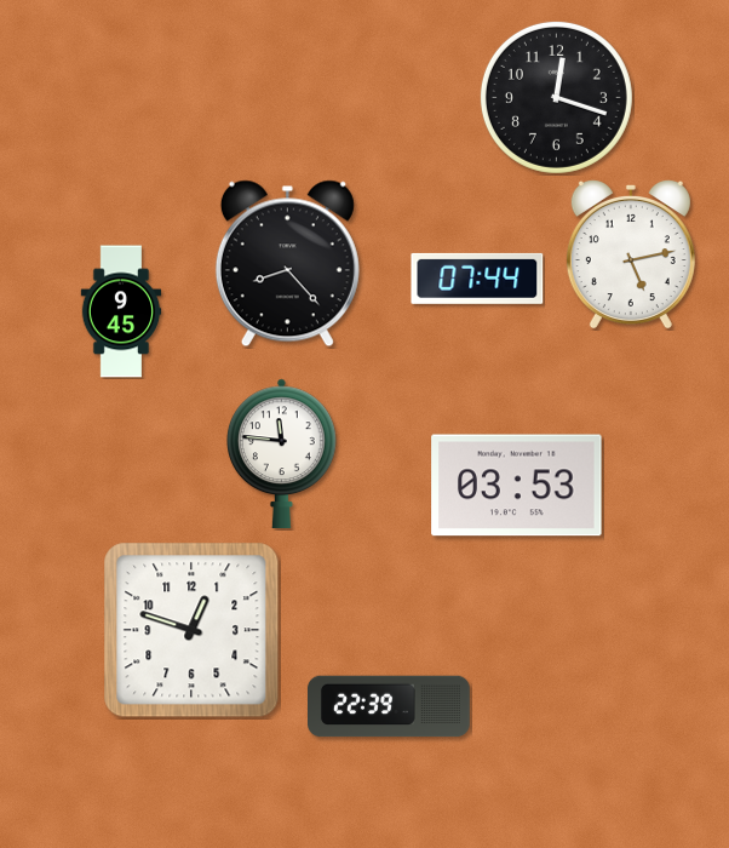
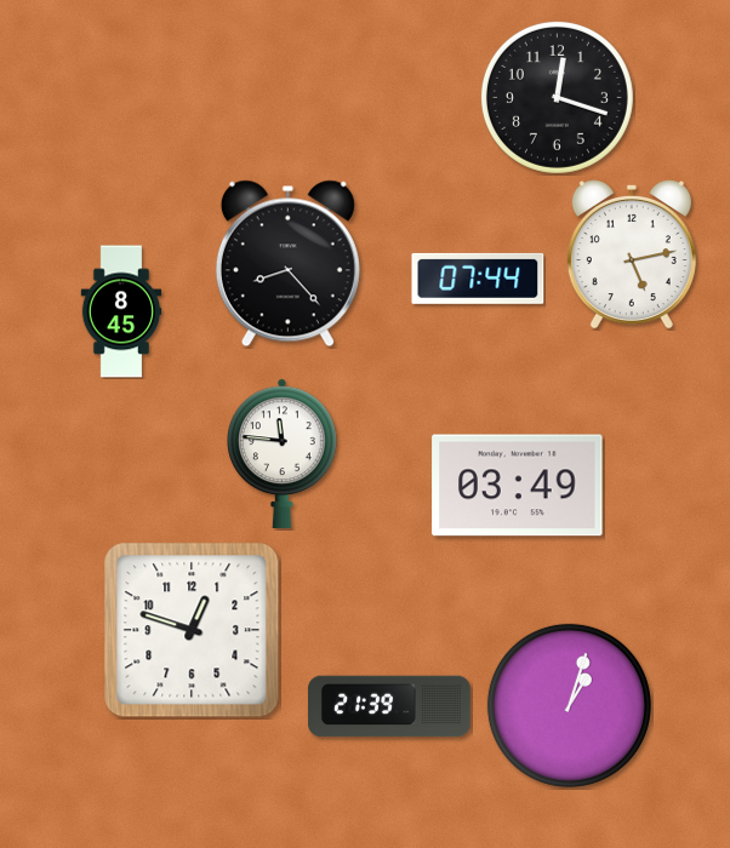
clock at (121, 311): 9:45 -> 8:45
clock at (517, 486): 03:53 -> 03:49
clock at (569, 705): none -> 1:03
clock at (390, 706): 22:39 -> 21:39
